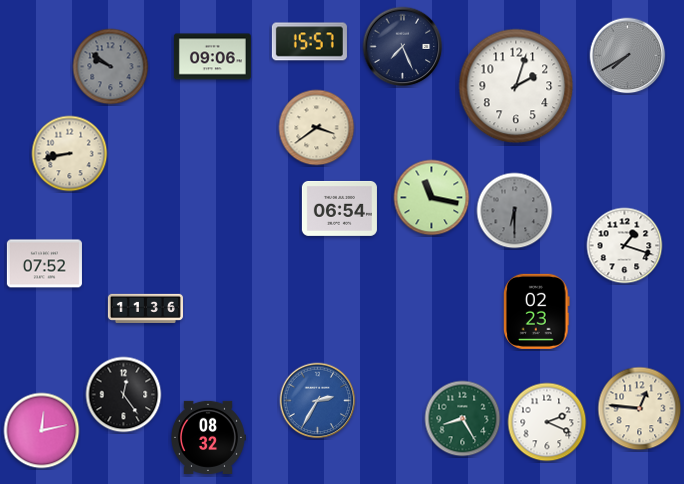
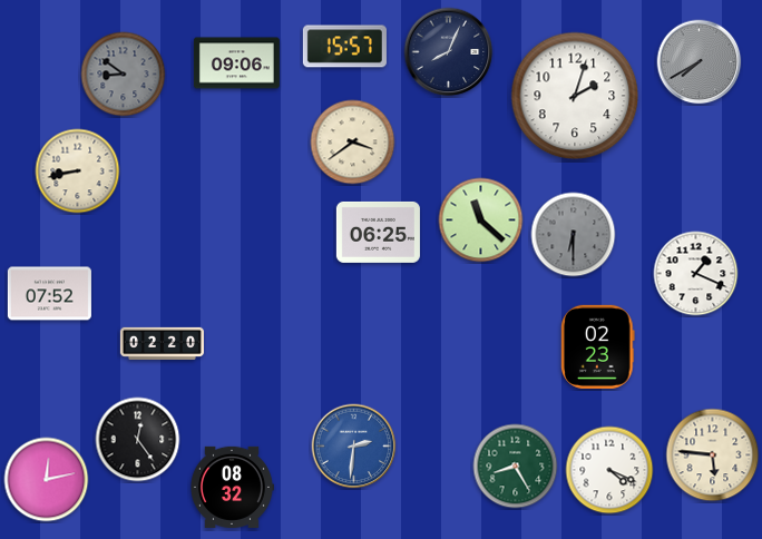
clock at (403, 47): 7:26 -> 8:04
clock at (111, 67): 9:51 -> 8:51
clock at (432, 198): 11:17 -> 11:22
clock at (339, 208): 06:54 -> 06:25
clock at (625, 246): 1:18 -> 1:19
clock at (145, 308): 11:36 -> 02:20
clock at (318, 401): 2:35 -> 2:31
clock at (640, 409): 12:46 -> 5:46
clock at (547, 422): 2:19 -> 4:19
